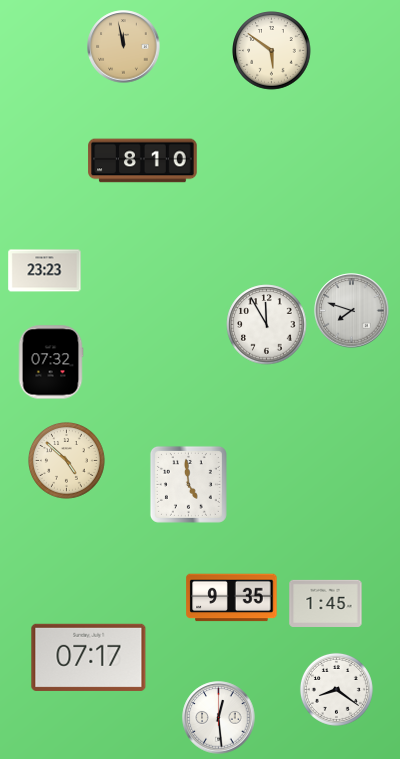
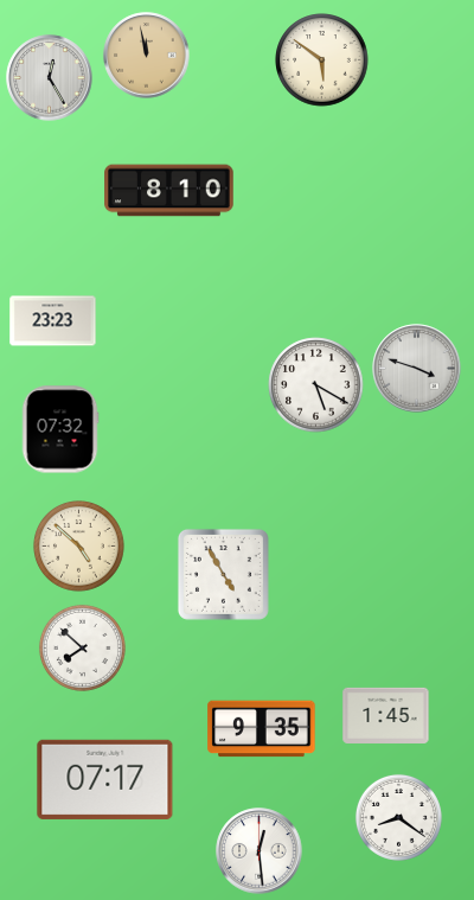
clock at (50, 78): none -> 12:25
clock at (352, 311): 7:48 -> 3:48
clock at (267, 325): 11:55 -> 5:20
clock at (188, 484): 4:59 -> 4:55
clock at (82, 647): none -> 7:52
clock at (232, 598) position: (232, 598) -> (262, 729)
